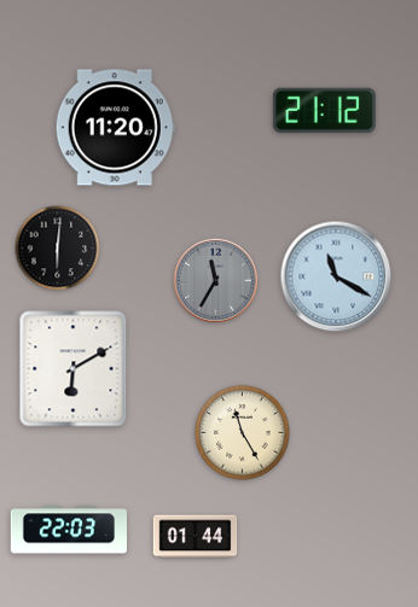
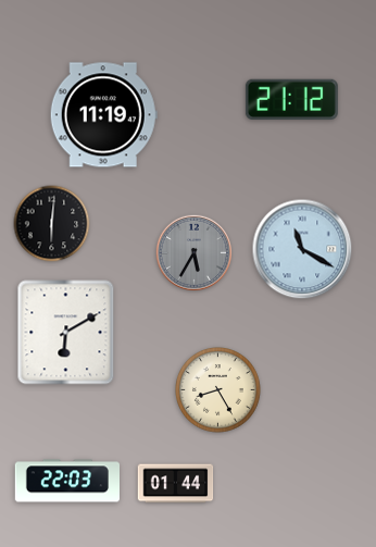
clock at (115, 128): 11:20 -> 11:19
clock at (215, 280): 11:35 -> 5:35
clock at (243, 433): 11:25 -> 8:25
clock at (68, 530) position: (68, 530) -> (66, 481)
